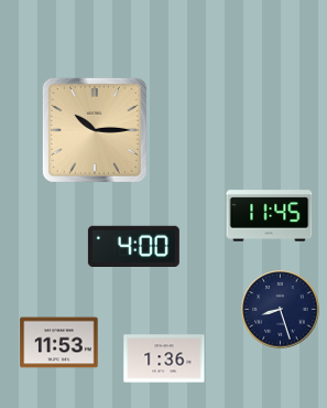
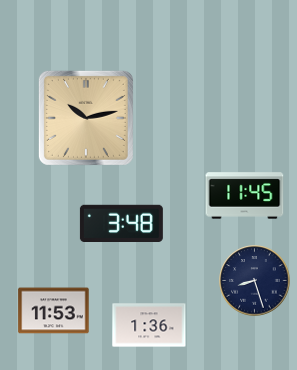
clock at (95, 130): 10:15 -> 10:13
clock at (133, 246): 4:00 -> 3:48
